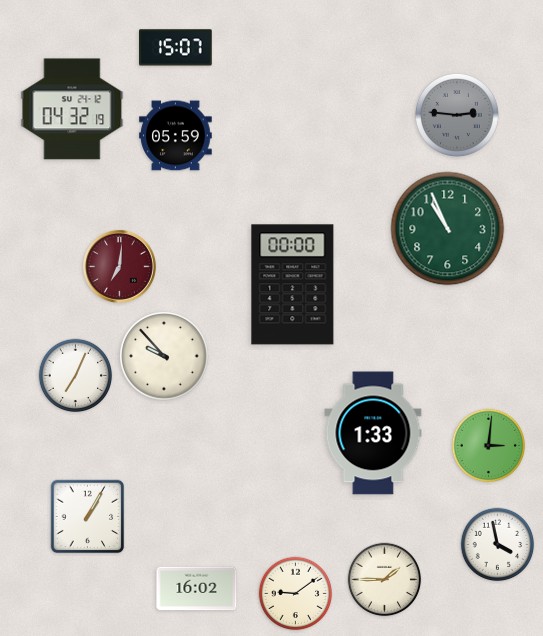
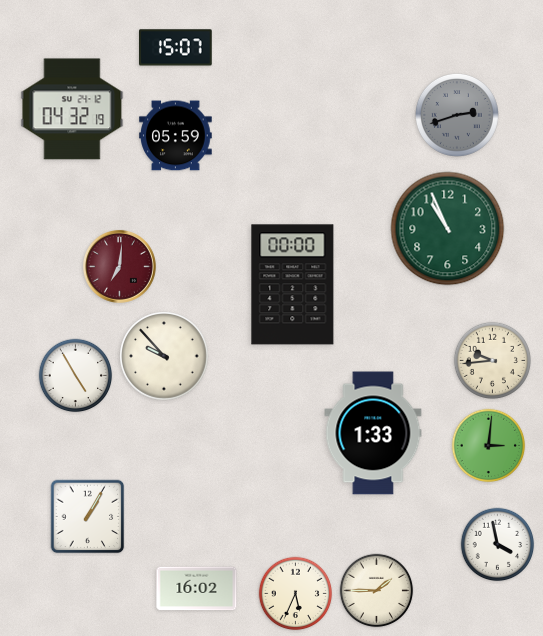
clock at (457, 115): 2:46 -> 2:42
clock at (492, 360): none -> 9:44
clock at (76, 376): 7:04 -> 4:55
clock at (385, 580) position: (385, 580) -> (377, 591)
clock at (296, 594): 9:09 -> 5:34
